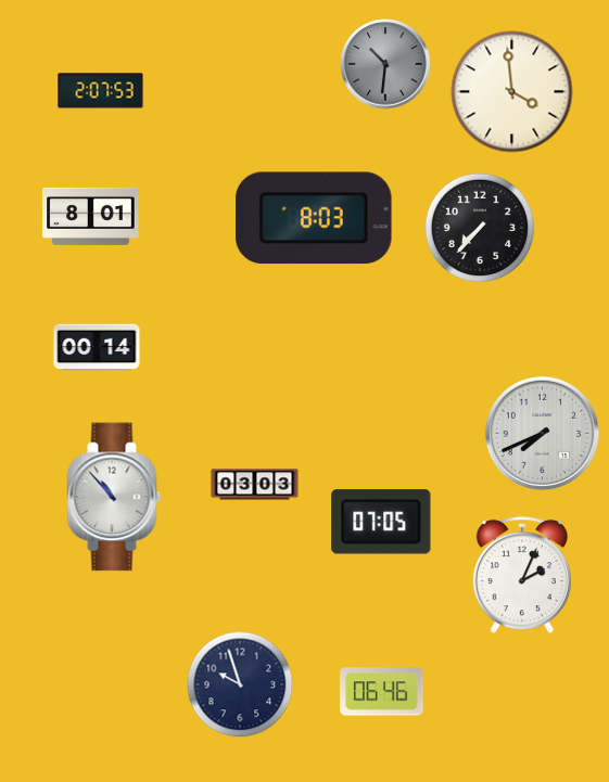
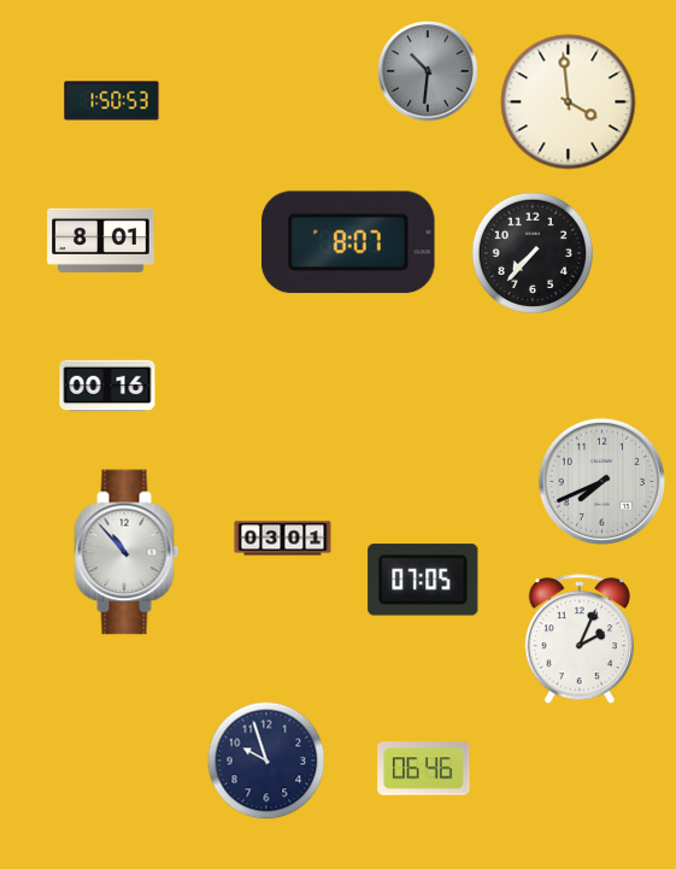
clock at (101, 91): 2:07 -> 1:50
clock at (315, 218): 8:03 -> 8:07
clock at (97, 347): 00:14 -> 00:16
clock at (255, 485): 03:03 -> 03:01
